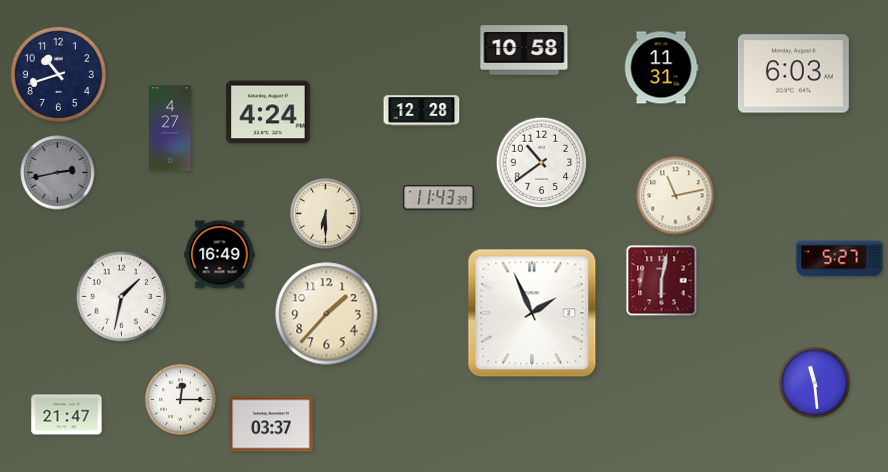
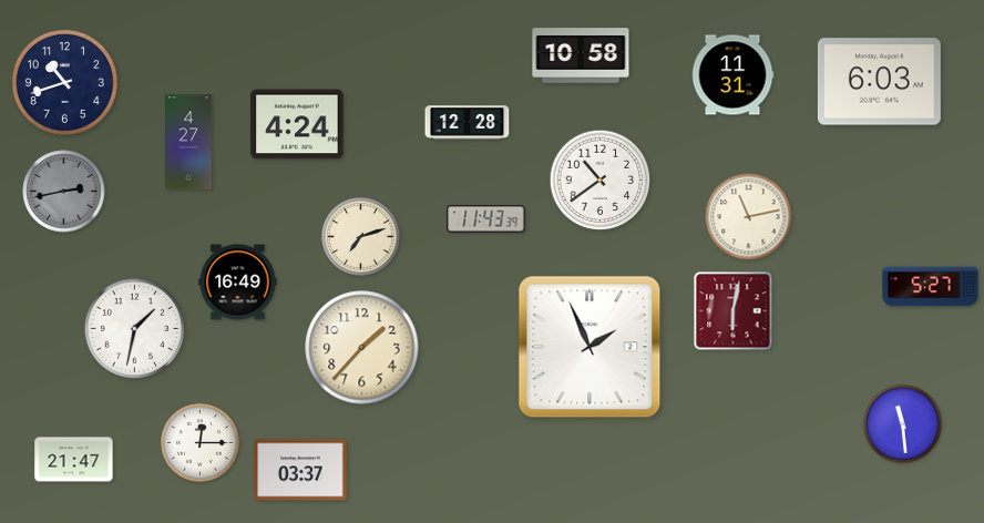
clock at (326, 214): 6:30 -> 7:12
clock at (220, 255) position: (220, 255) -> (238, 283)
